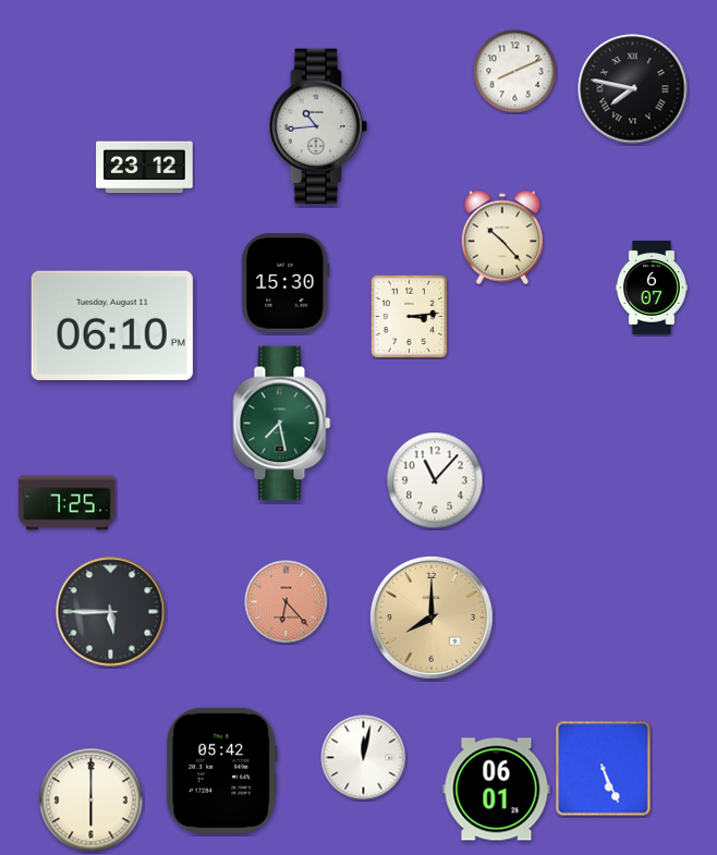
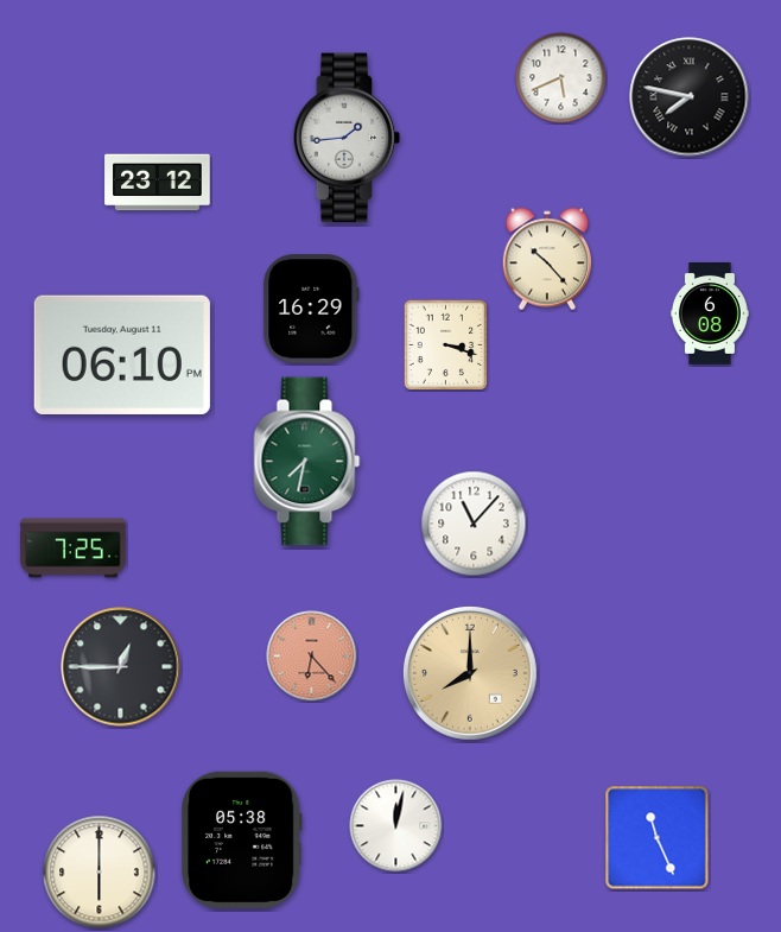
clock at (515, 72): 8:11 -> 5:41
clock at (318, 126): 10:44 -> 1:44
clock at (285, 283): 15:30 -> 16:29
clock at (652, 289): 6:07 -> 6:08
clock at (410, 316): 3:14 -> 3:18
clock at (282, 424): 7:28 -> 7:32
clock at (111, 612): 5:45 -> 12:45
clock at (604, 769): 5:26 -> 11:26
clock at (222, 770): 05:42 -> 05:38
clock at (497, 790): 06:01 -> none
